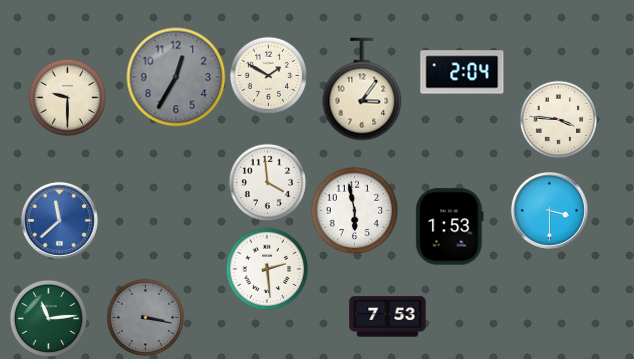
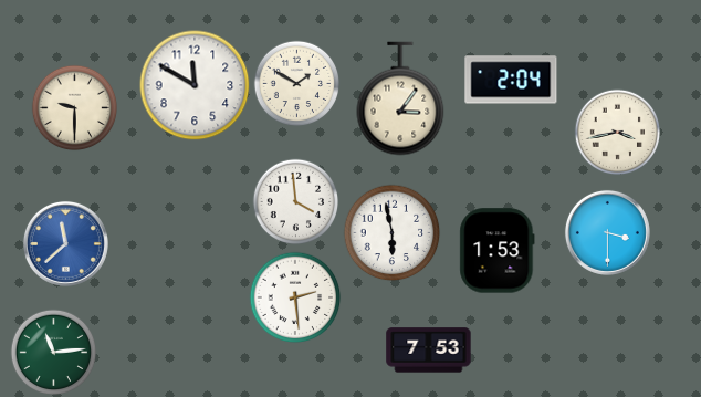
clock at (176, 77): 12:35 -> 11:50
clock at (176, 77) dial: grey -> white
clock at (558, 119): 3:46 -> 3:43
clock at (145, 317): 3:17 -> none
